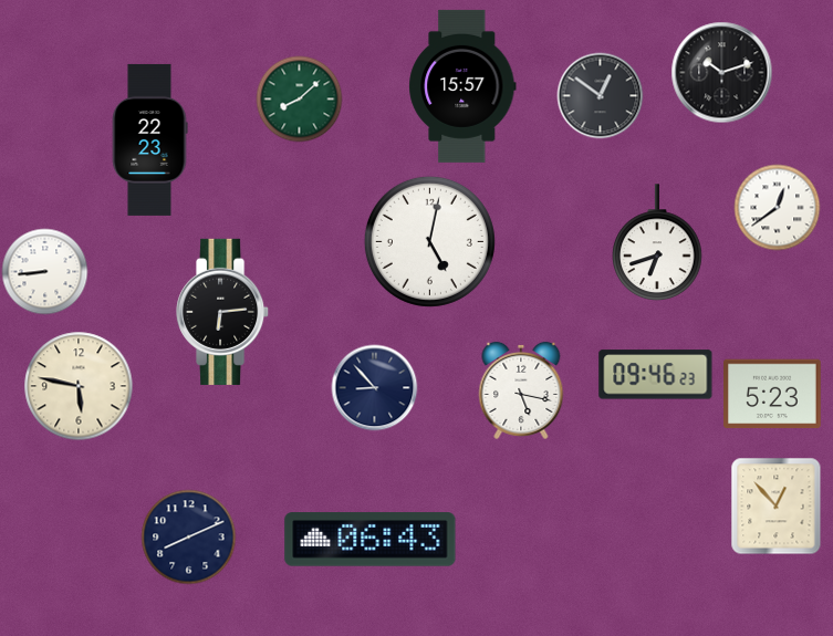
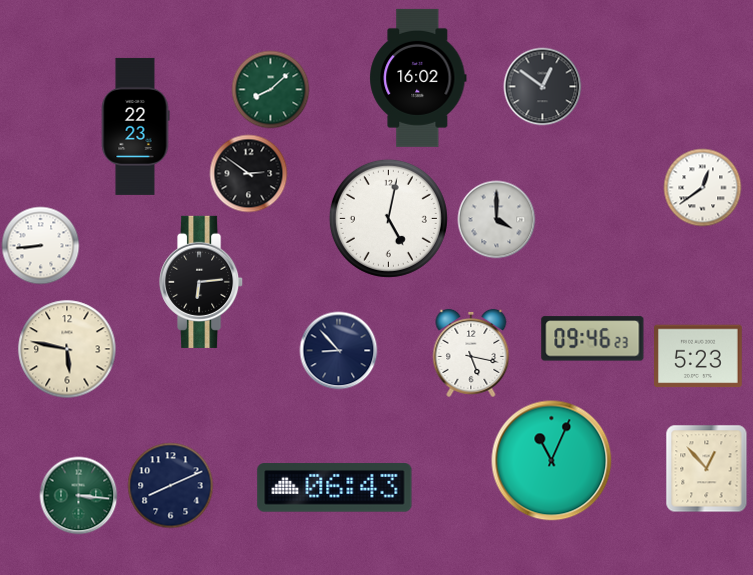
clock at (721, 72): 10:12 -> none
clock at (462, 86): 15:57 -> 16:02
clock at (248, 173): none -> 2:51
clock at (496, 219): none -> 4:00
clock at (658, 242): 6:42 -> none
clock at (79, 386) position: (79, 386) -> (67, 349)
clock at (777, 505) position: (777, 505) -> (707, 468)
clock at (552, 461): none -> 11:04
clock at (78, 495): none -> 3:16
